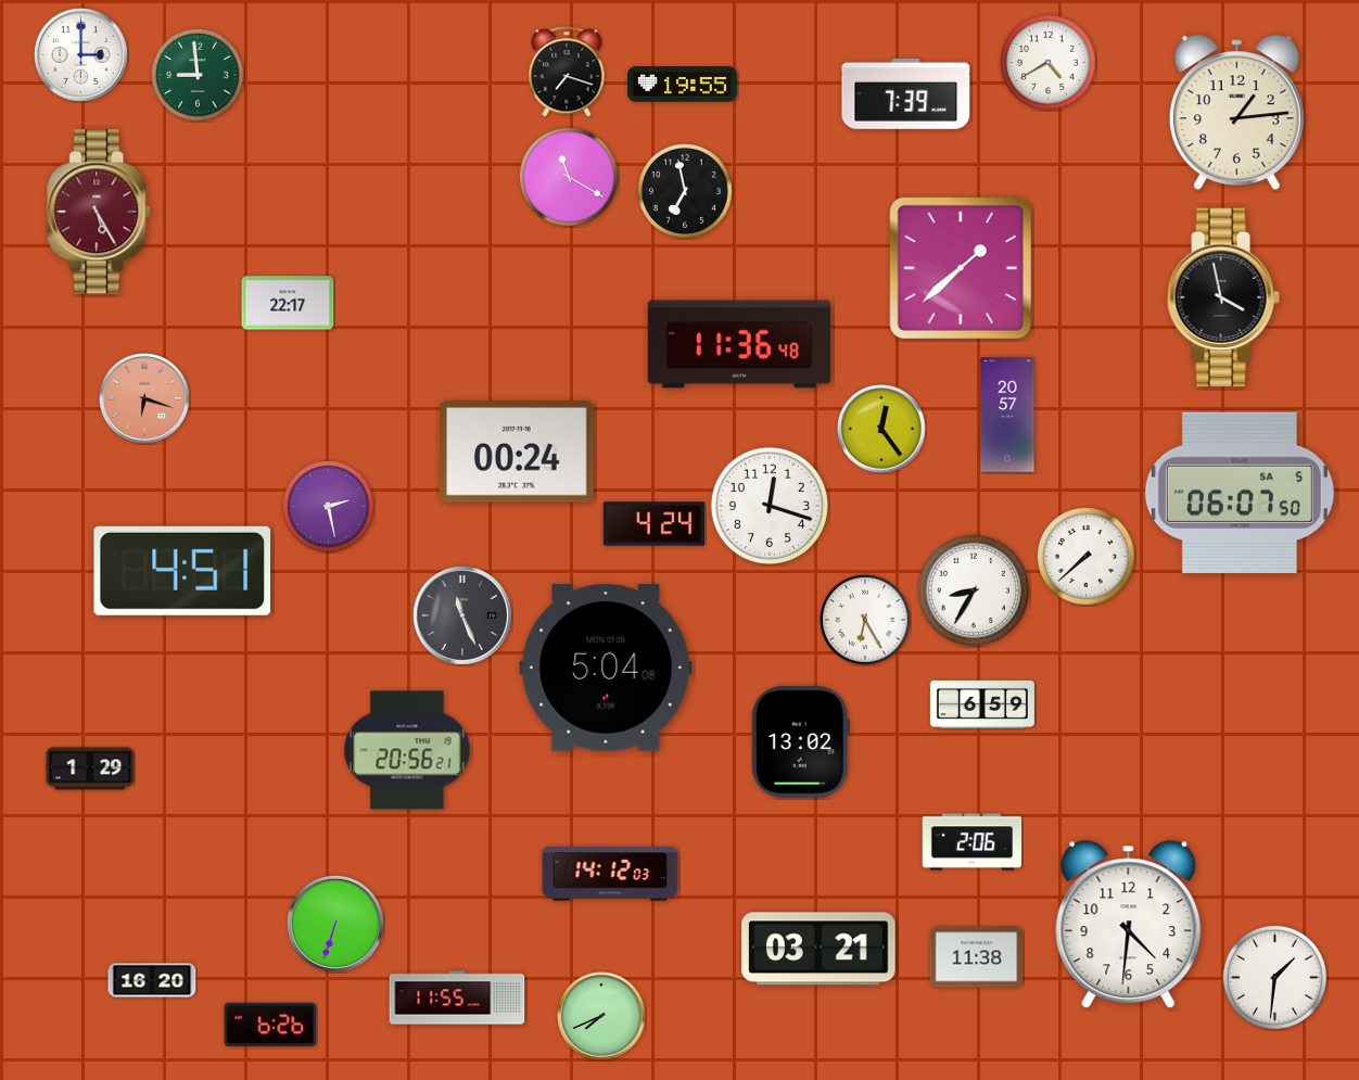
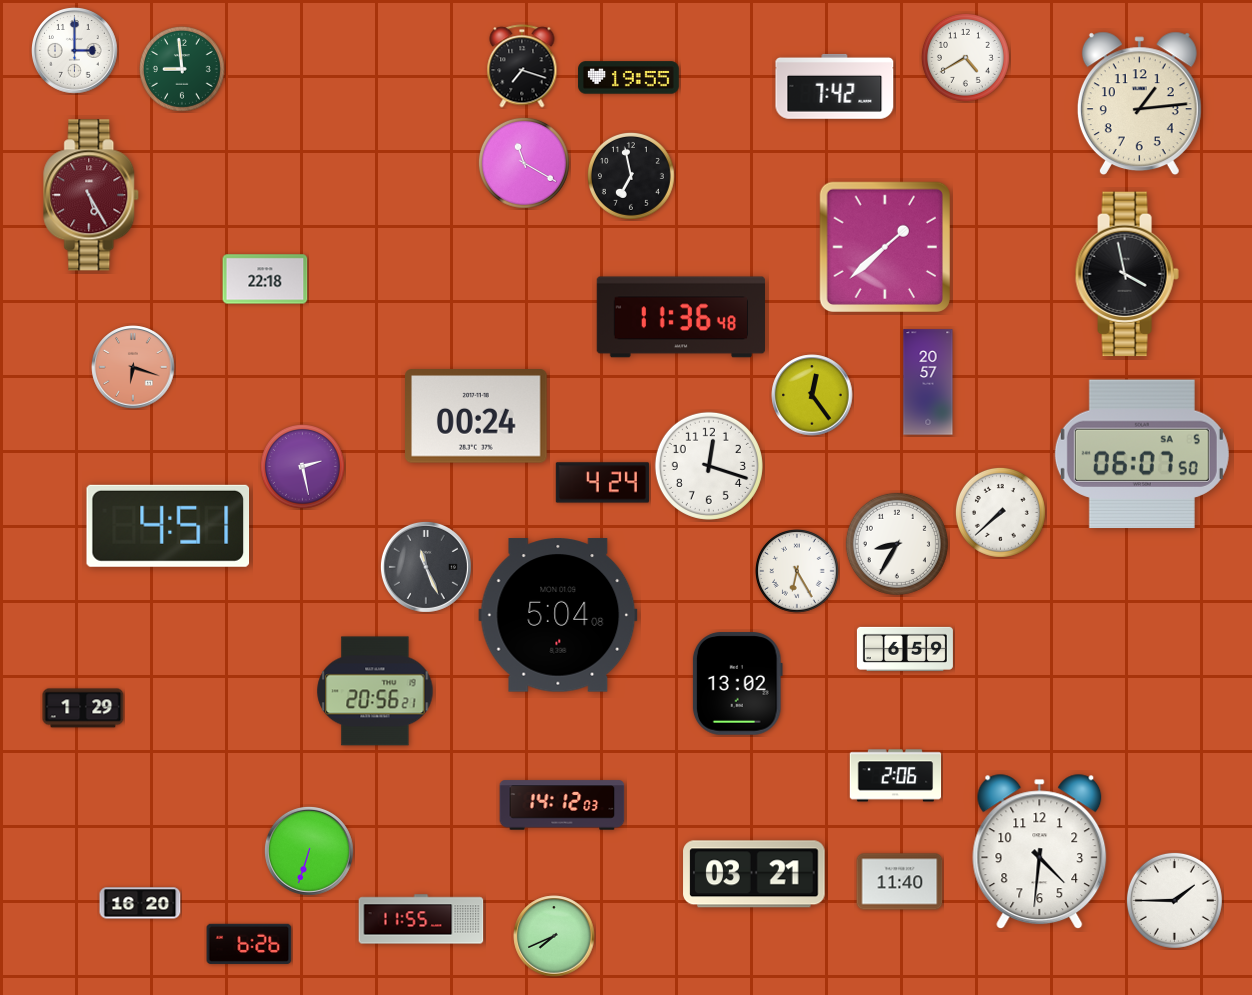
clock at (906, 93): 7:39 -> 7:42
clock at (288, 303): 22:17 -> 22:18
clock at (977, 957): 11:38 -> 11:40
clock at (1274, 977): 1:31 -> 1:45
